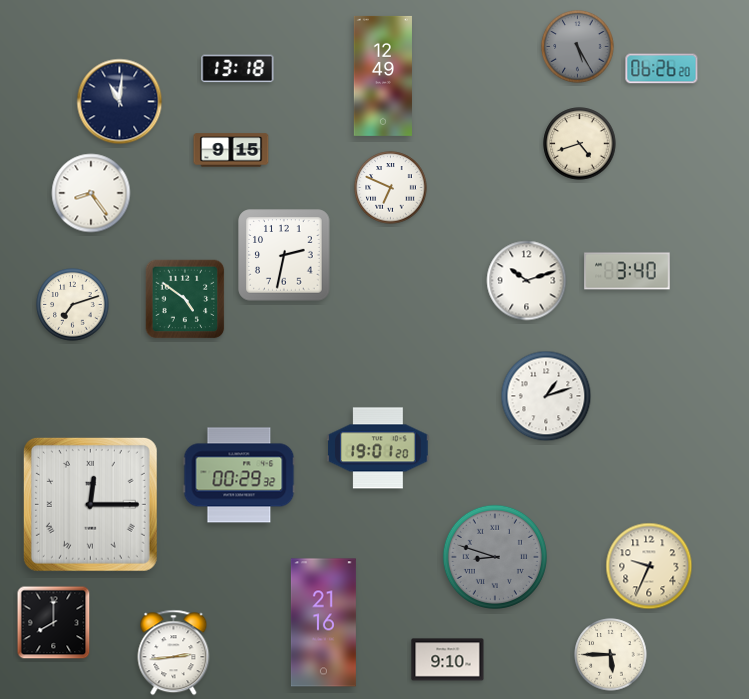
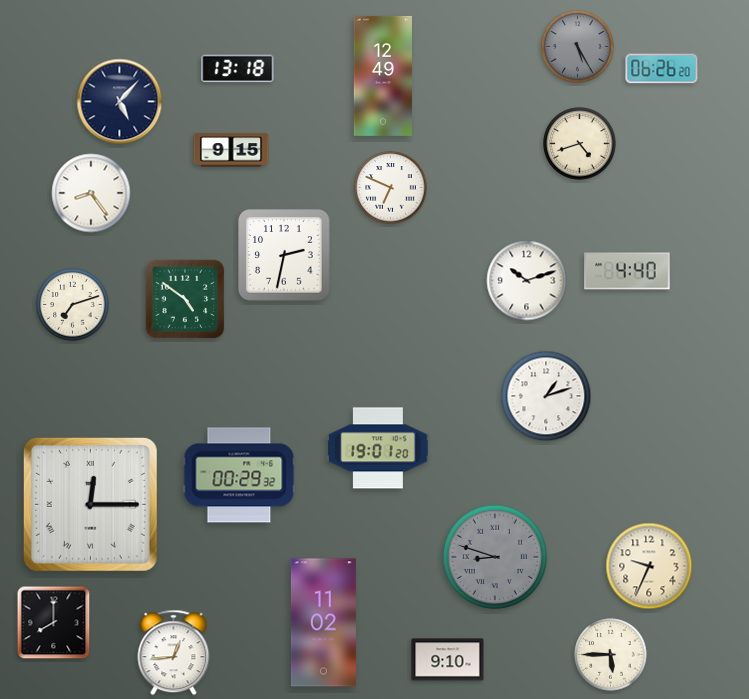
clock at (120, 102): 11:01 -> 5:07
clock at (627, 271): 3:40 -> 4:40
clock at (323, 623): 21:16 -> 11:02
clock at (174, 653): 2:44 -> 12:44
